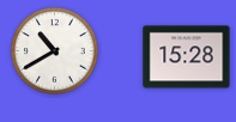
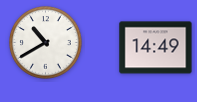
clock at (187, 57): 15:28 -> 14:49
